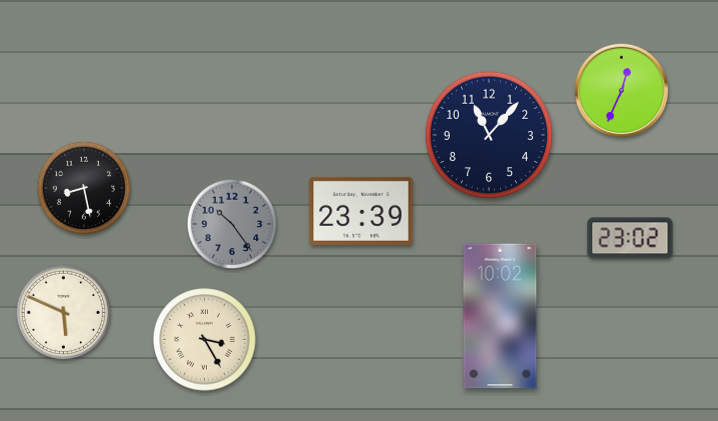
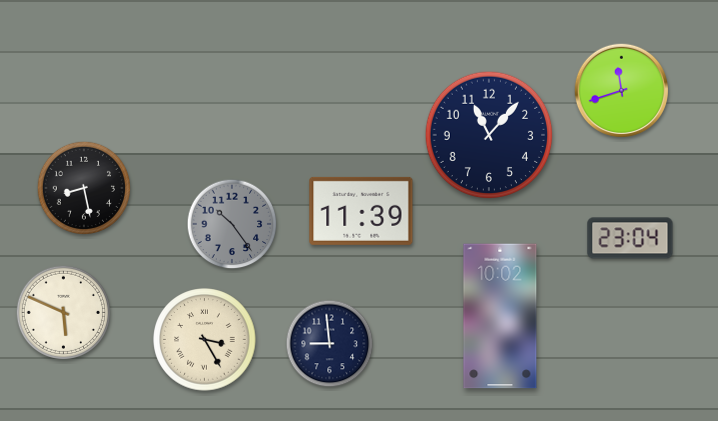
clock at (621, 90): 12:34 -> 11:42
clock at (361, 211): 23:39 -> 11:39
clock at (630, 238): 23:02 -> 23:04
clock at (330, 344): none -> 8:59
